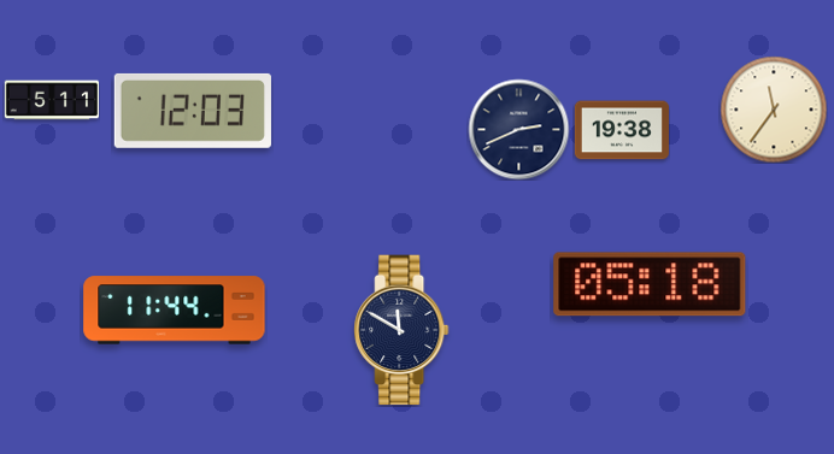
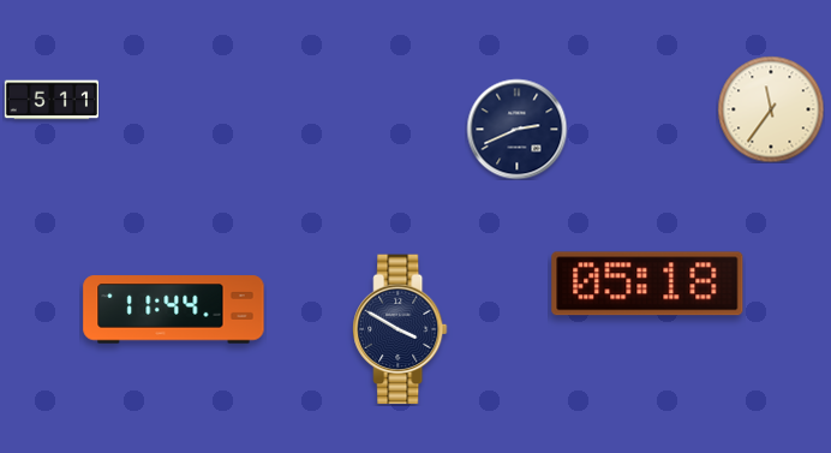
clock at (193, 111): 12:03 -> none
clock at (622, 130): 19:38 -> none
clock at (401, 330): 11:50 -> 3:50
